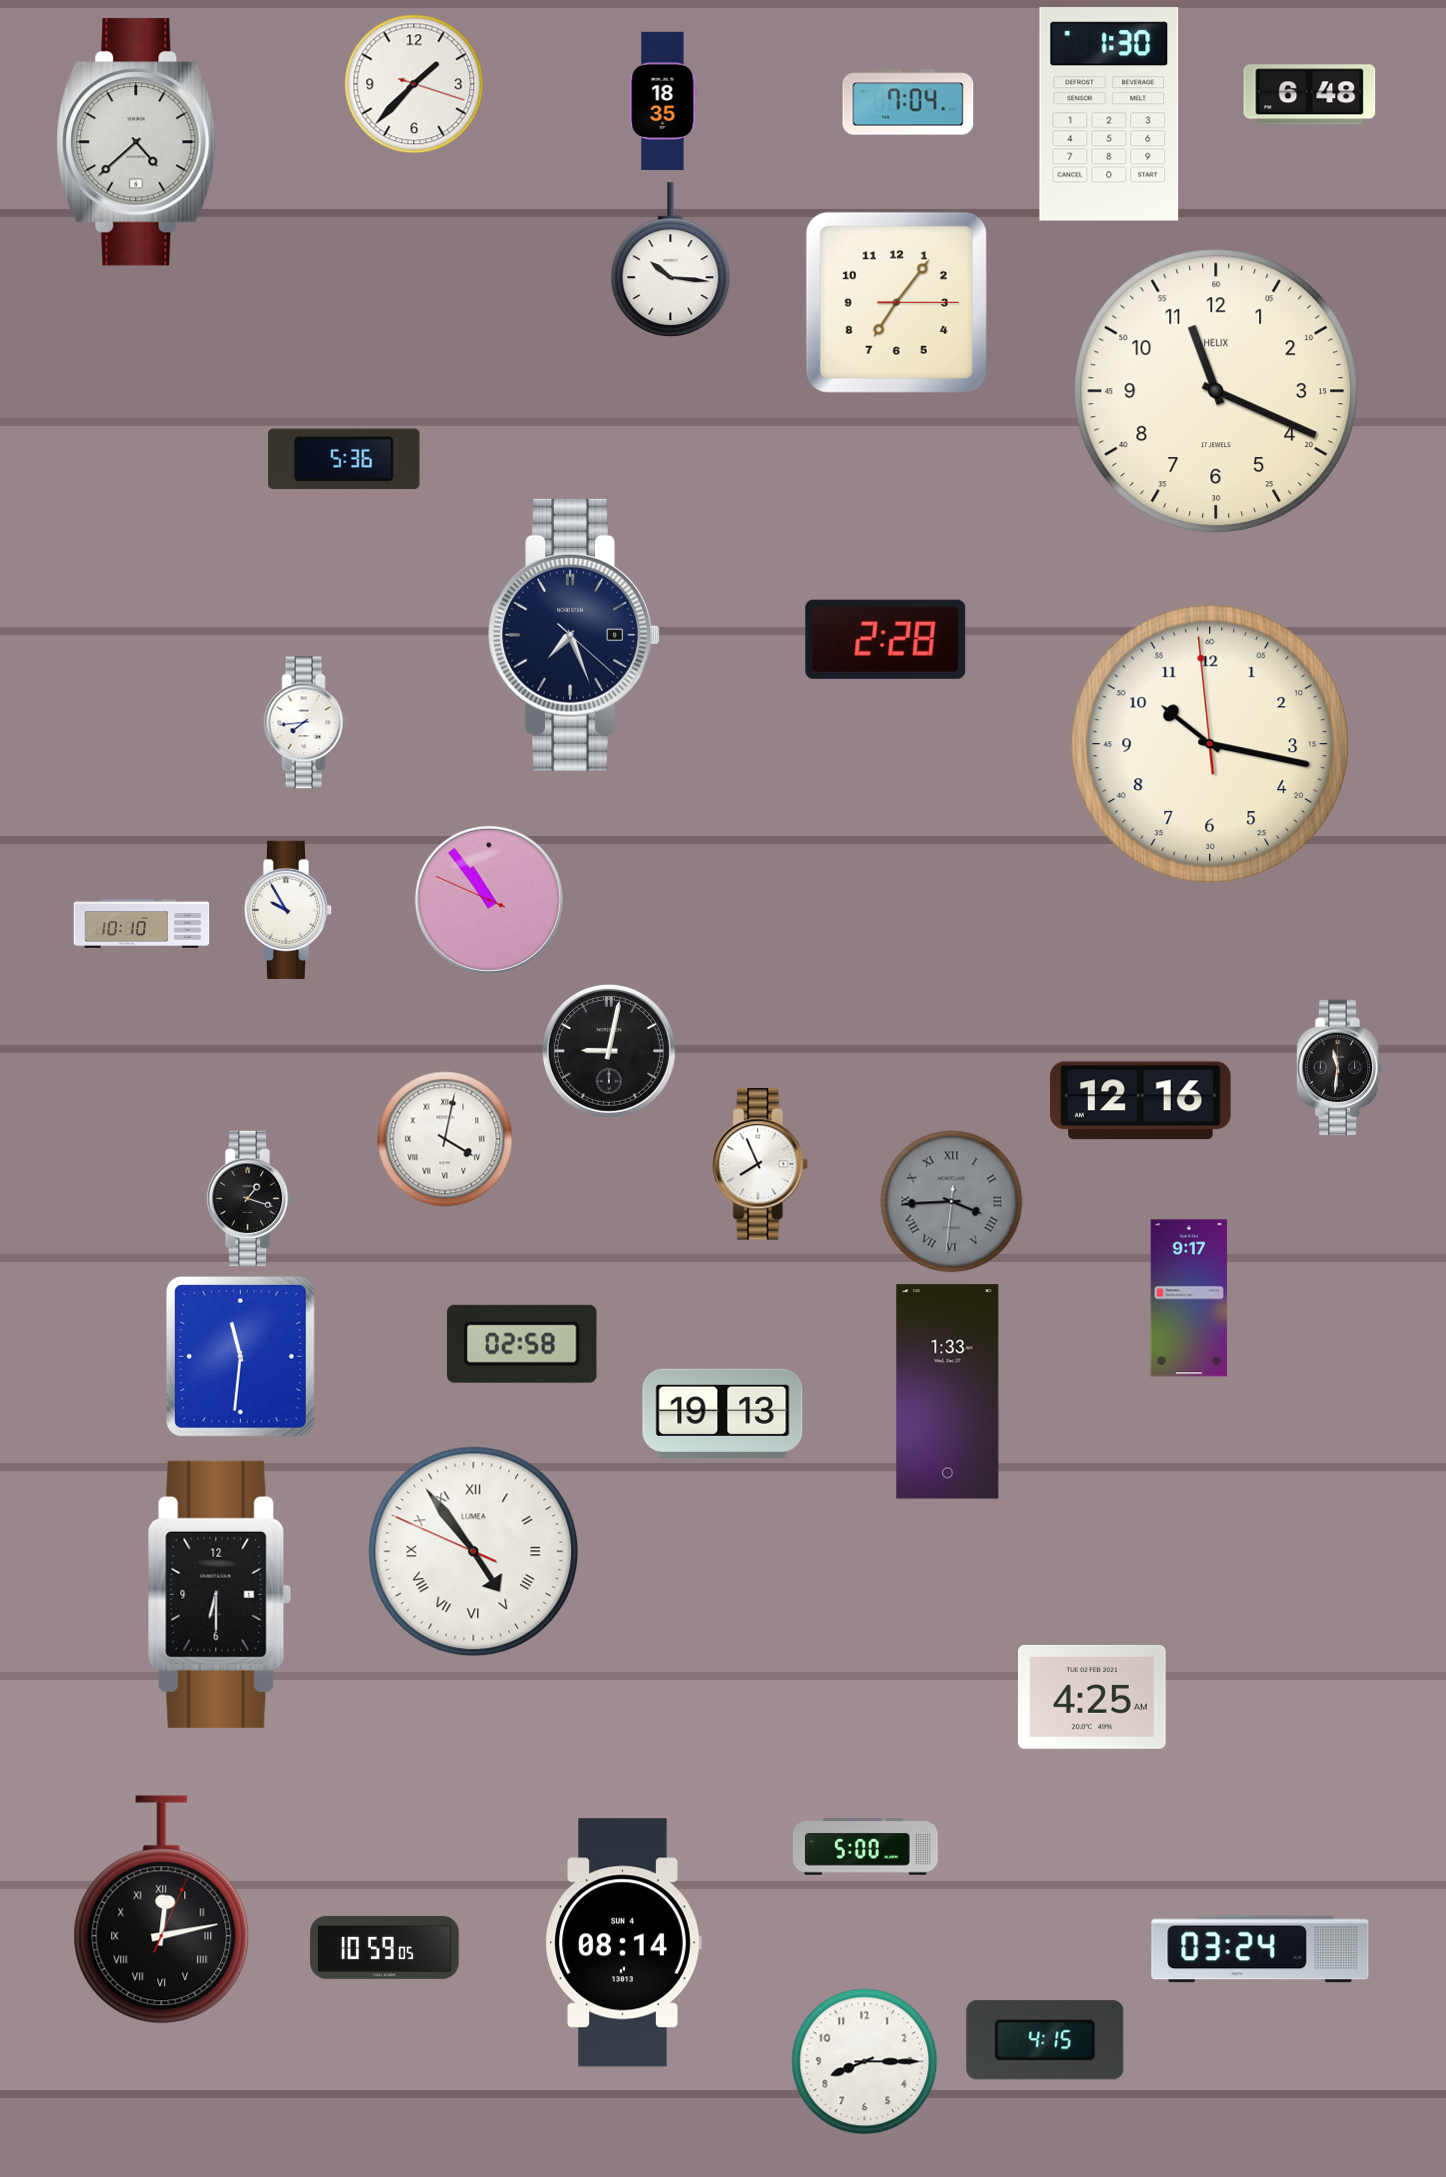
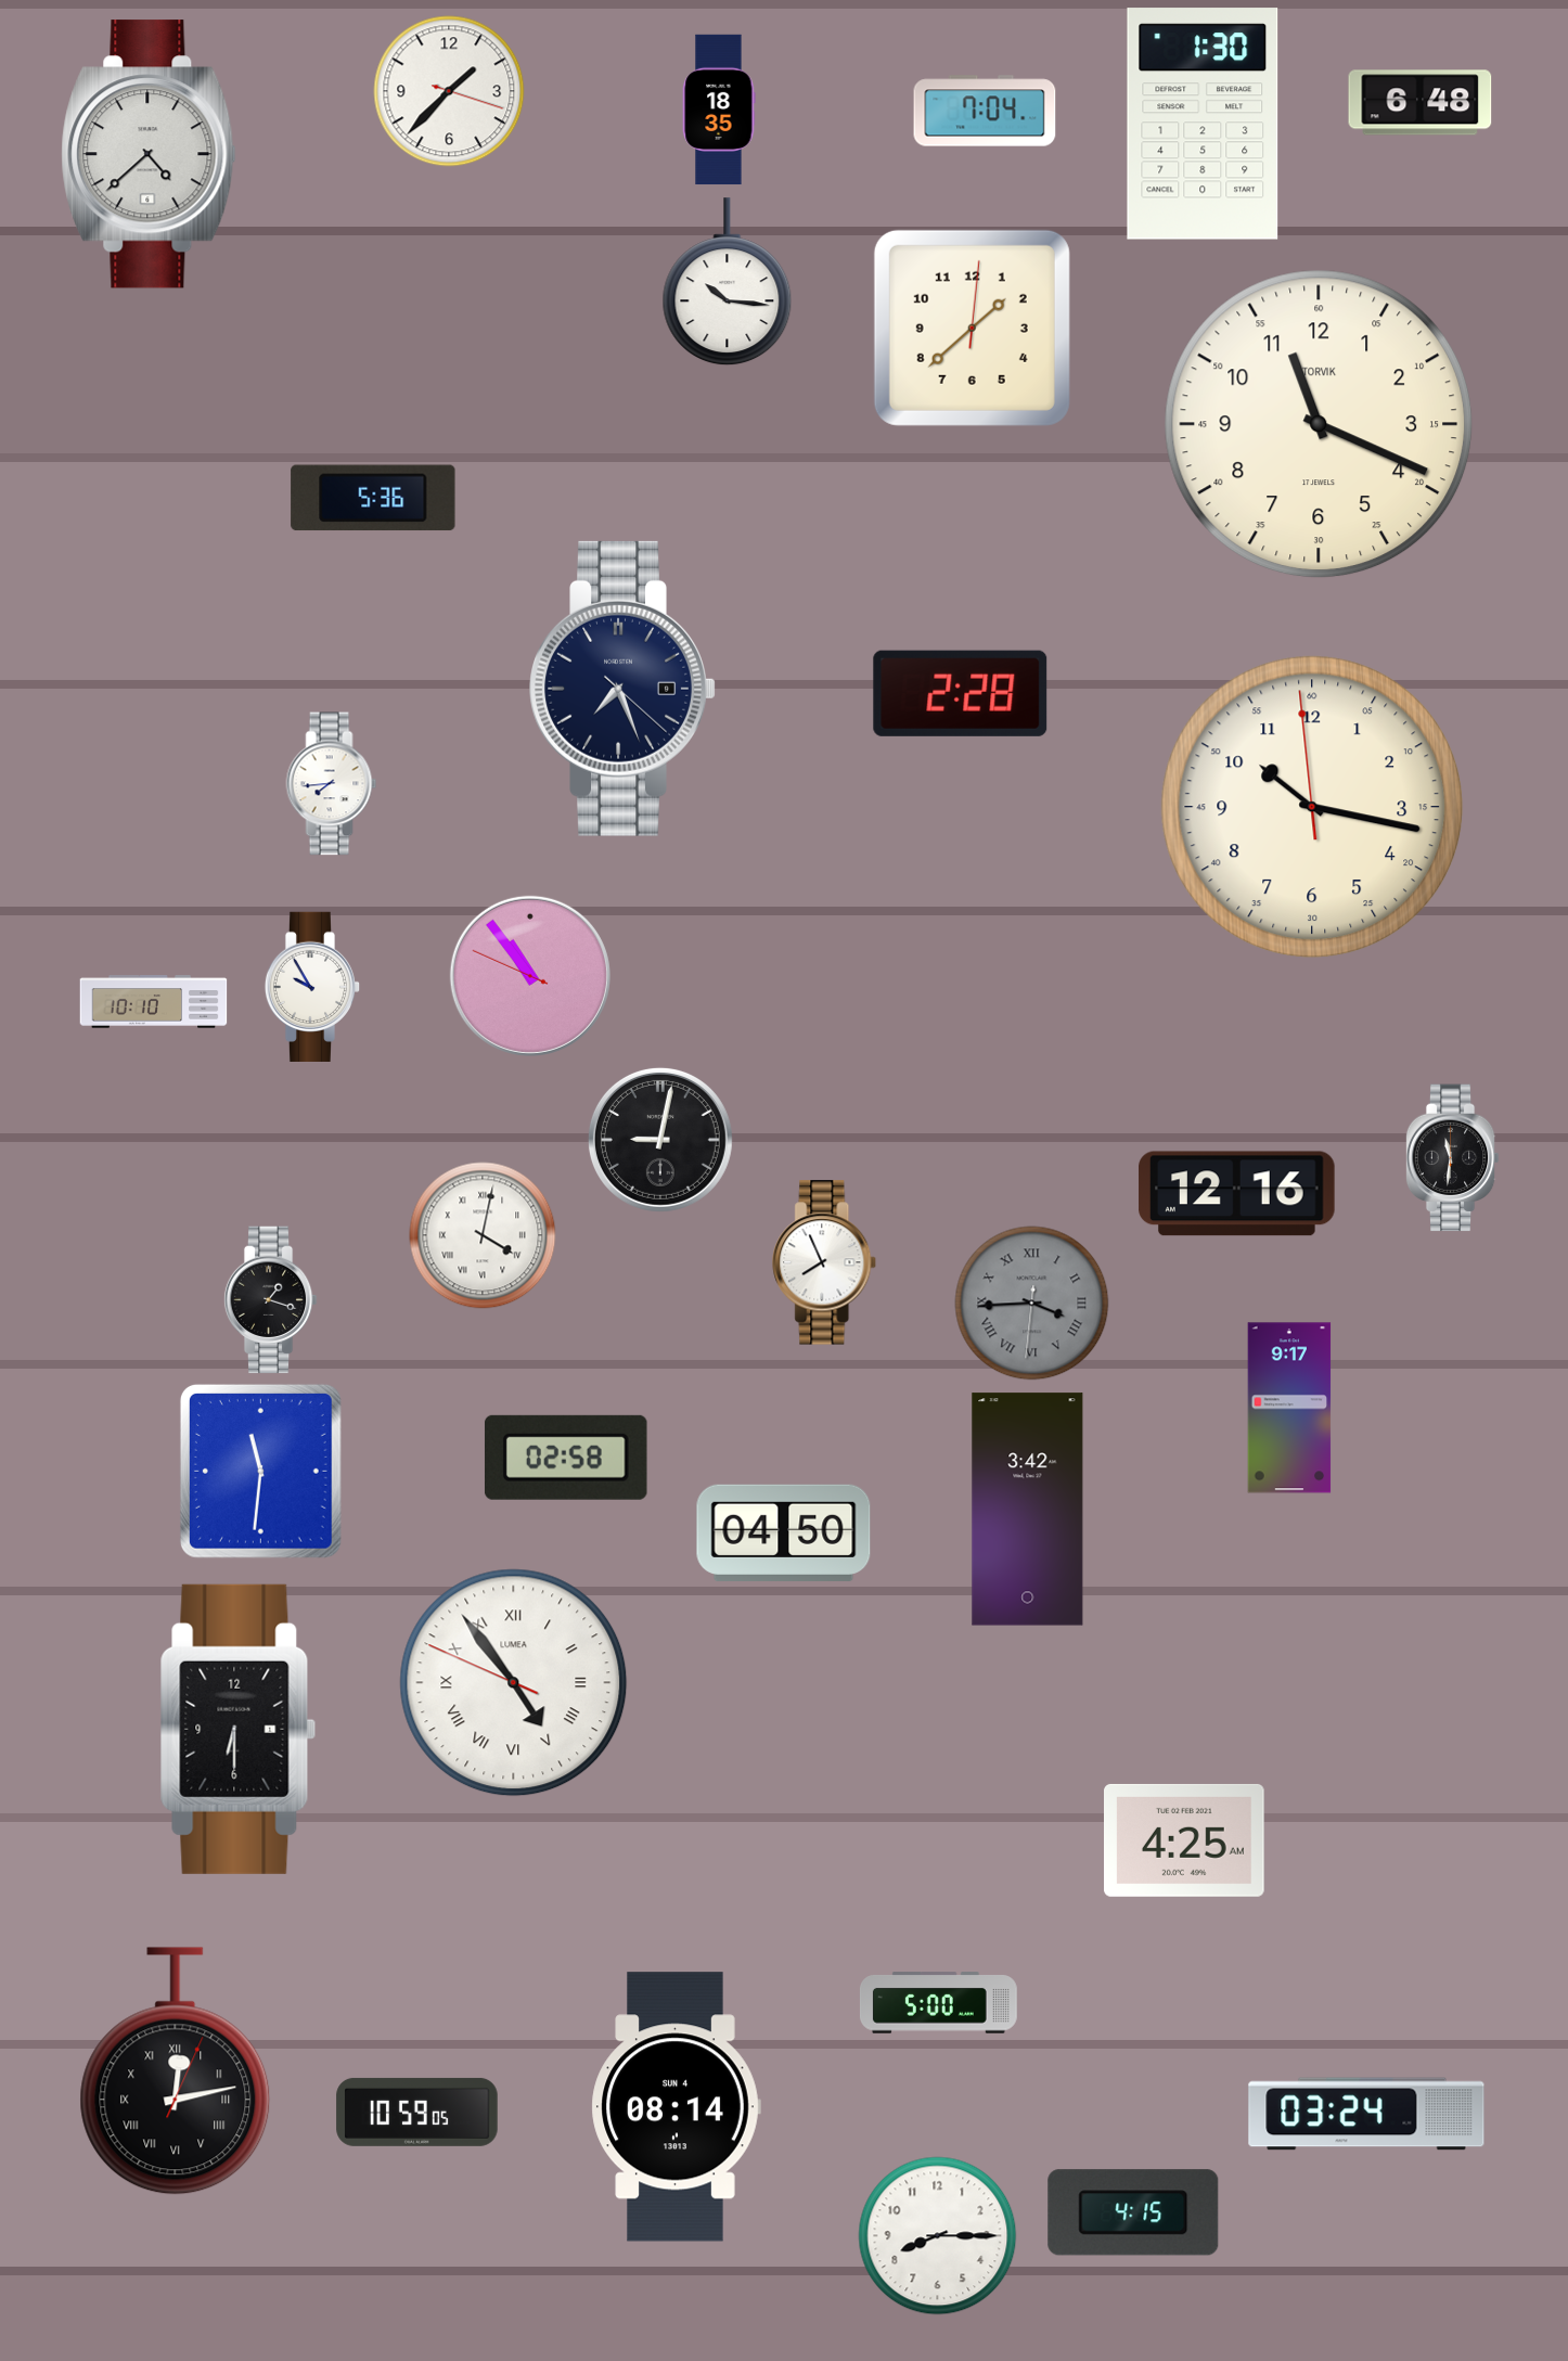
clock at (896, 302): 7:06 -> 1:38
clock at (1216, 391) brand: HELIX -> TORVIK
clock at (948, 1392): 1:33 -> 3:42
clock at (723, 1413): 19:13 -> 04:50
